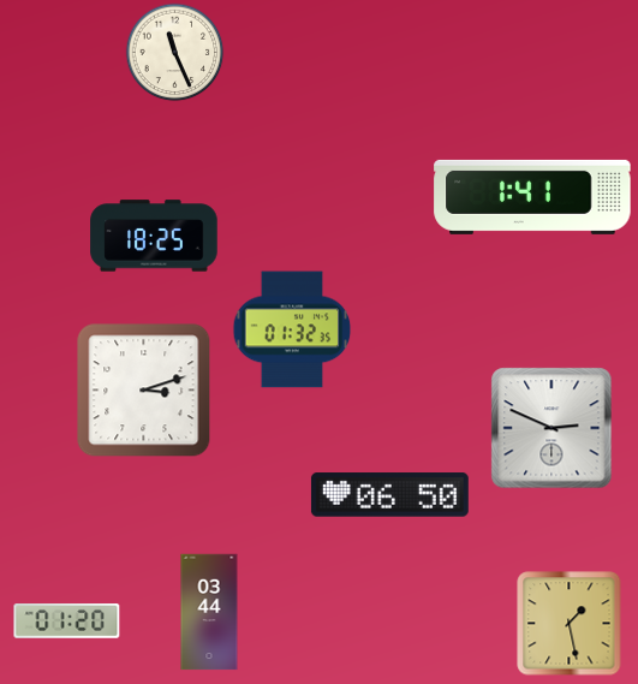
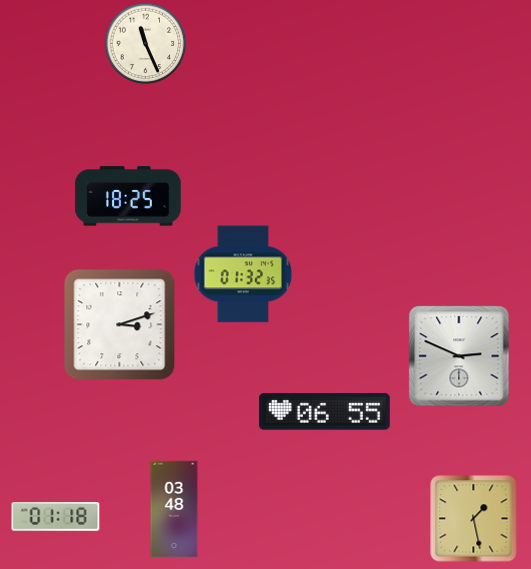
clock at (532, 197): 1:41 -> none
clock at (389, 495): 06:50 -> 06:55
clock at (209, 612): 03:44 -> 03:48
clock at (67, 621): 01:20 -> 01:18
